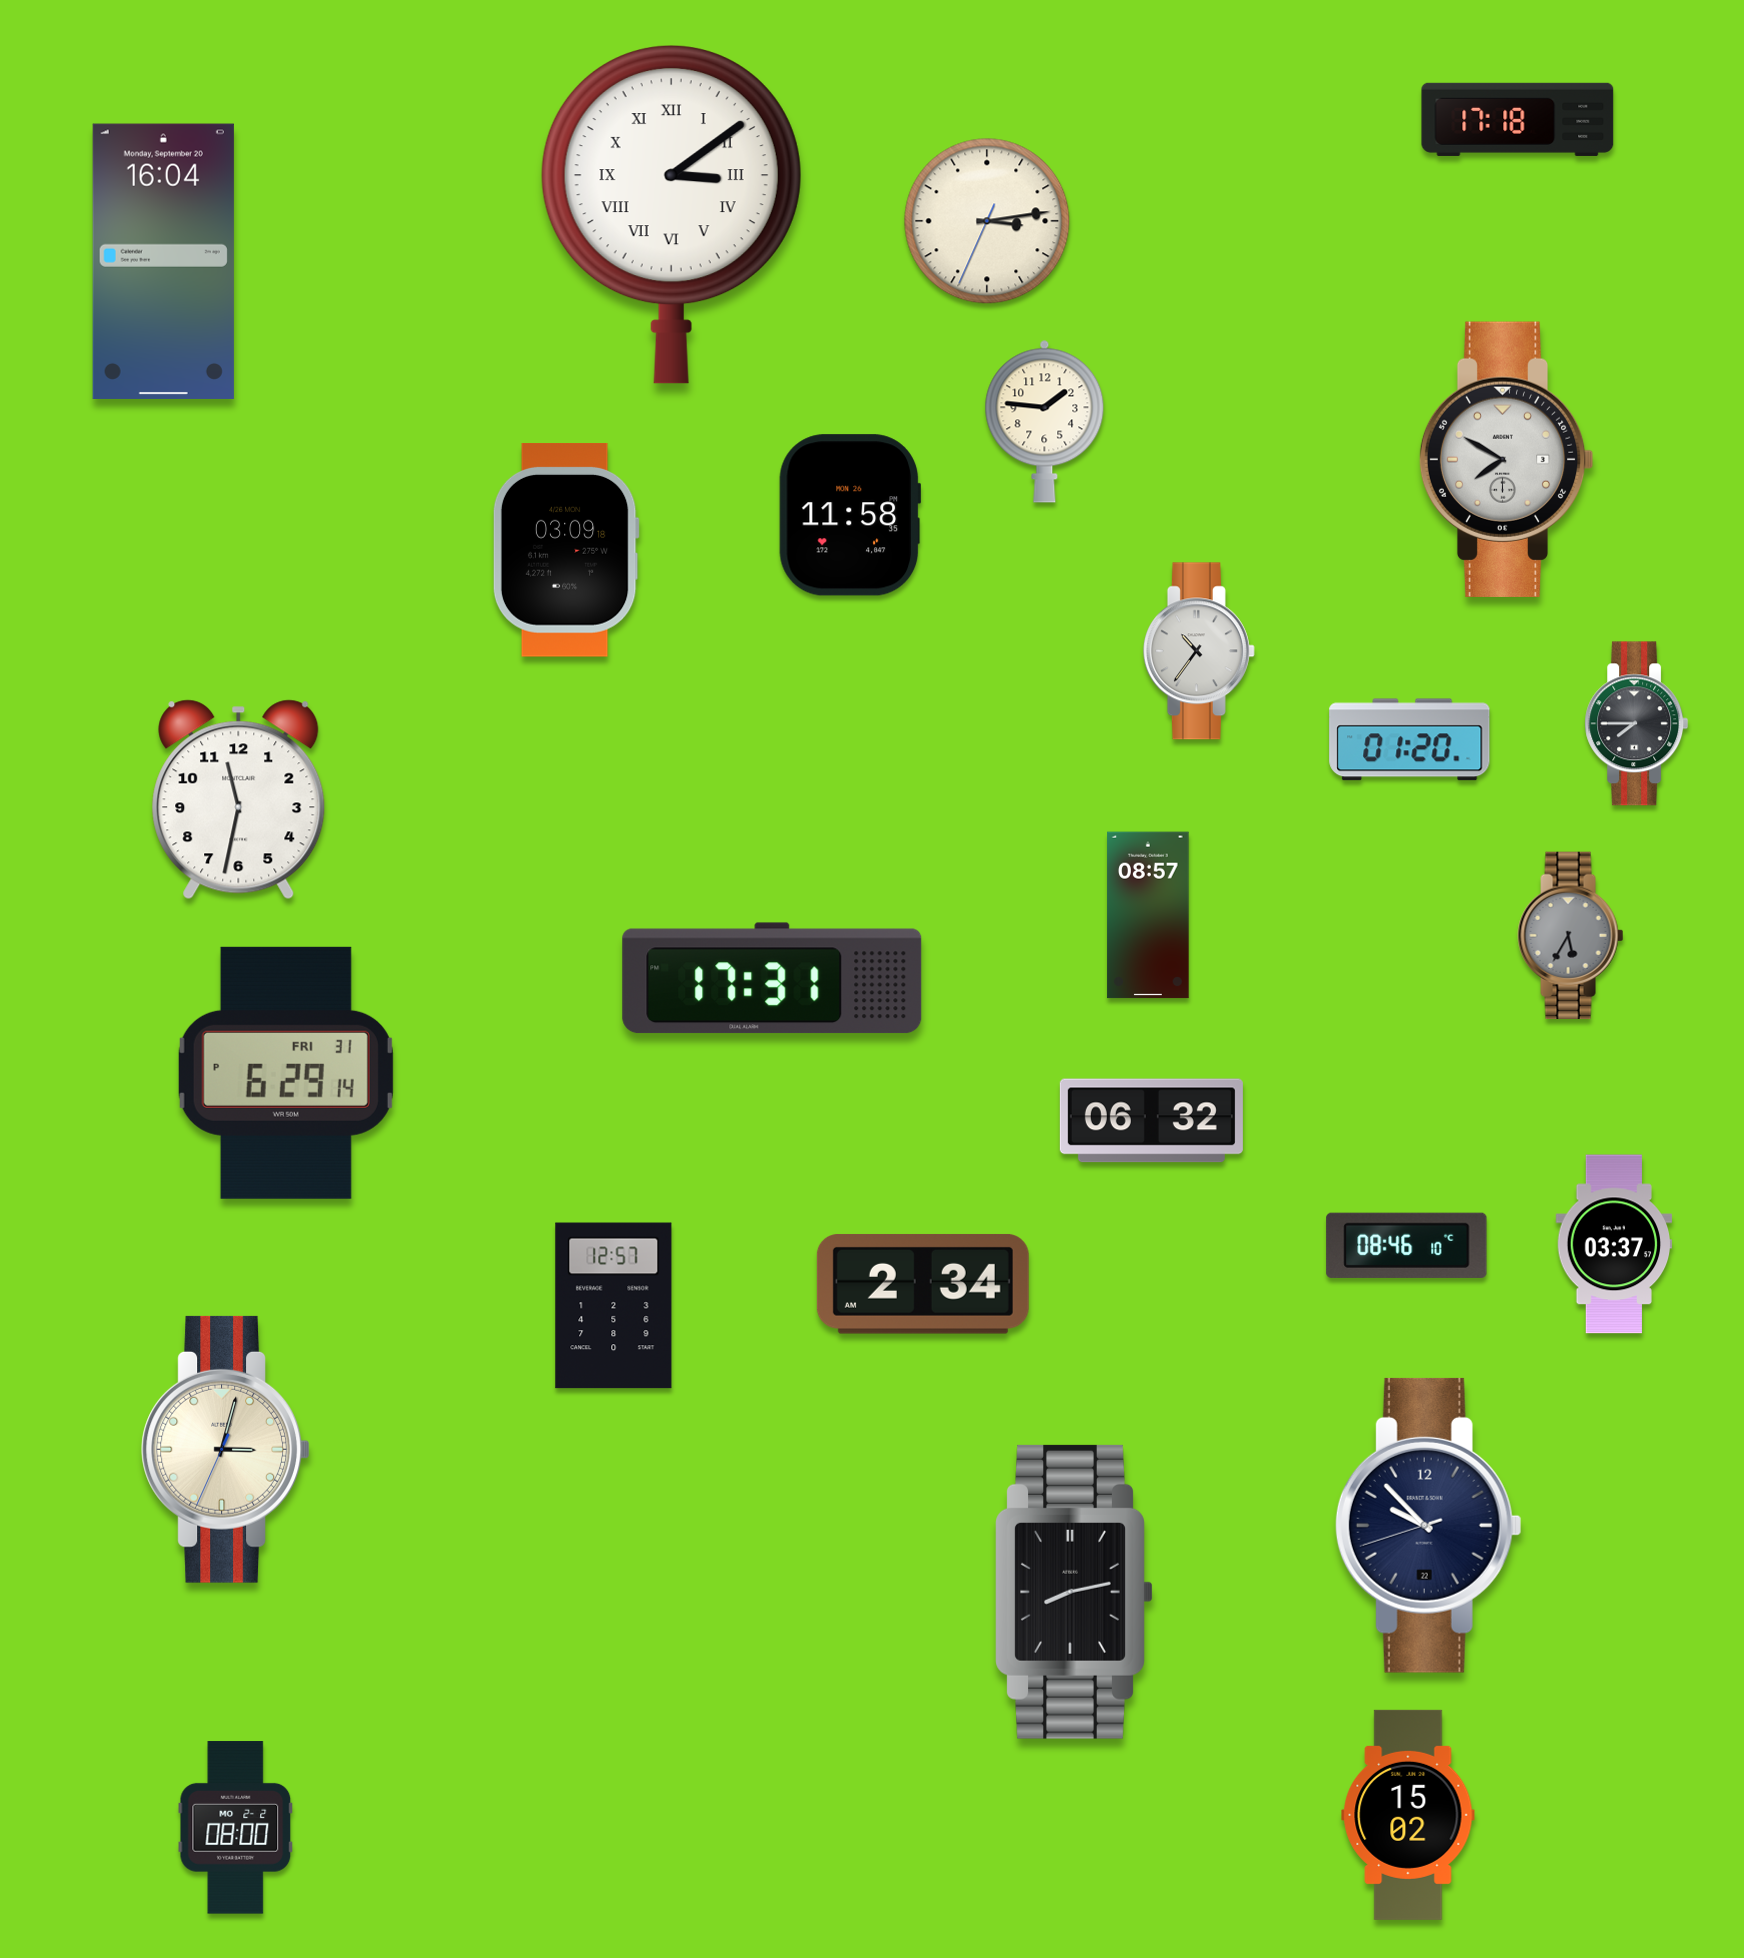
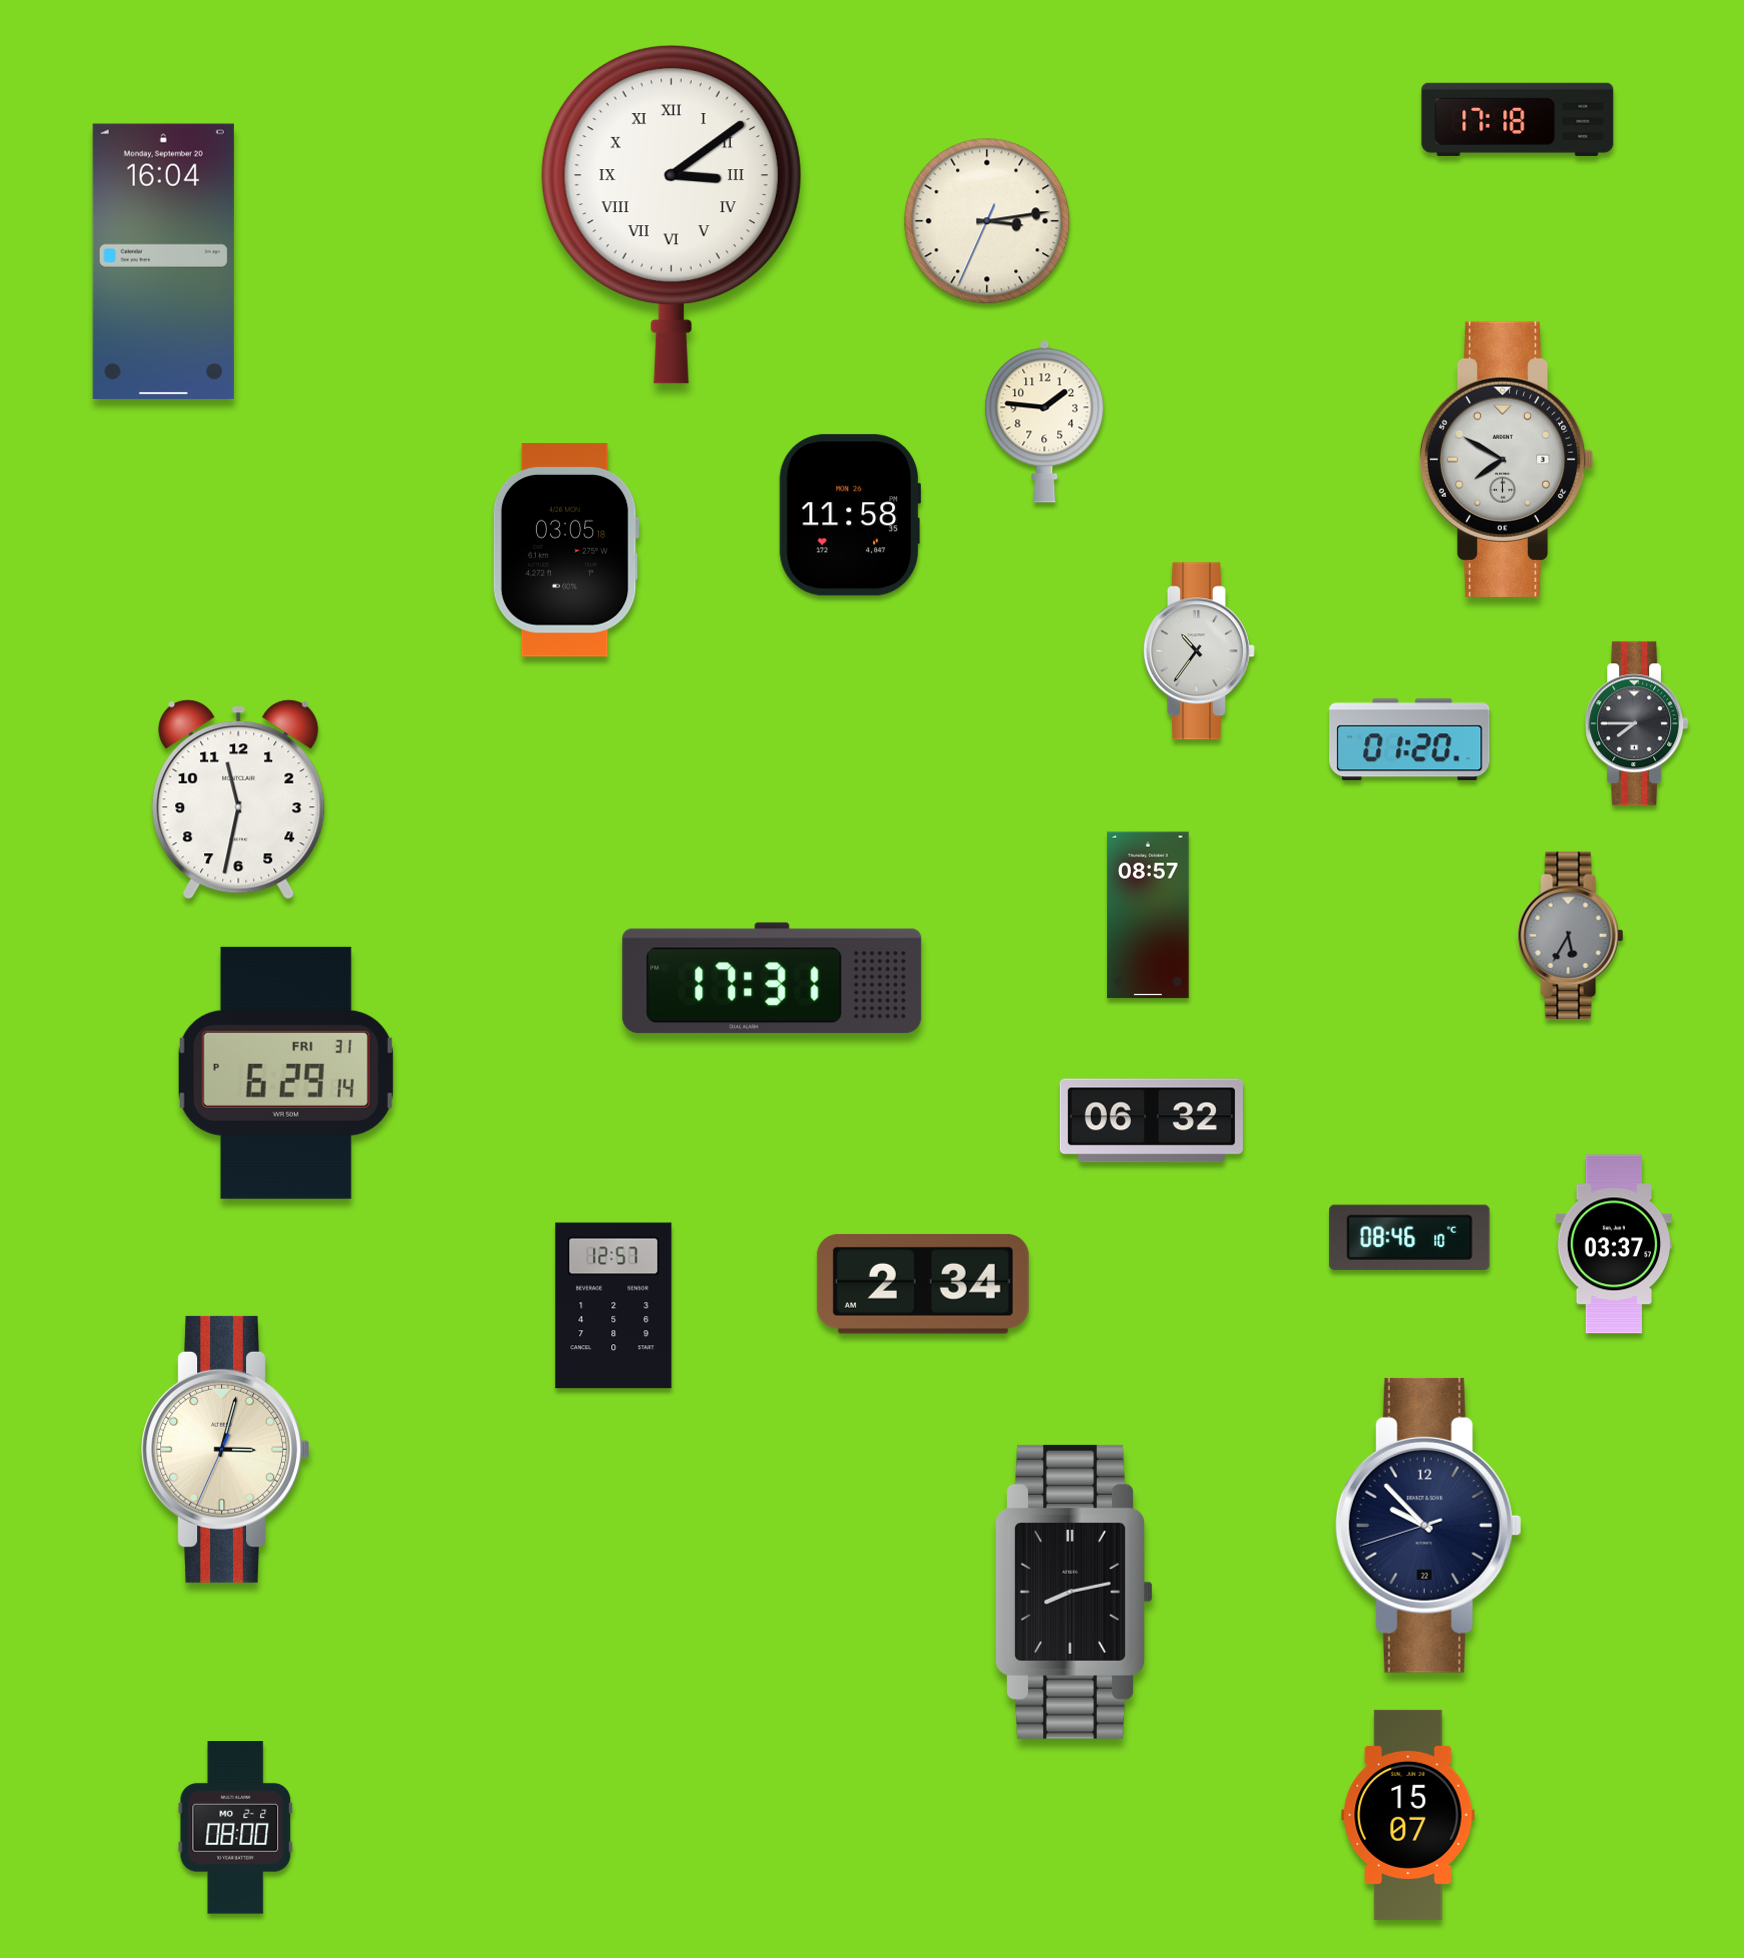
clock at (566, 551): 03:09 -> 03:05
clock at (1407, 1245) position: (1407, 1245) -> (1410, 1237)
clock at (1408, 1815): 15:02 -> 15:07
